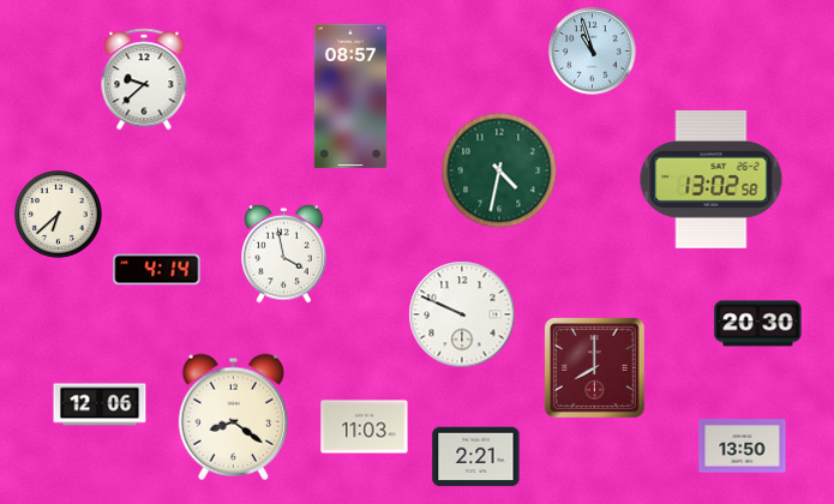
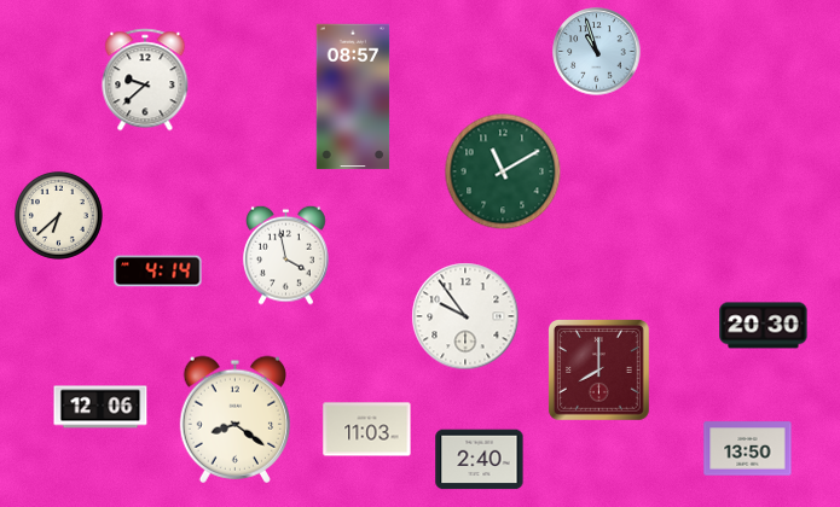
clock at (499, 170): 4:32 -> 11:10
clock at (712, 179): 13:02 -> none
clock at (462, 314): 9:49 -> 9:54
clock at (476, 457): 2:21 -> 2:40
